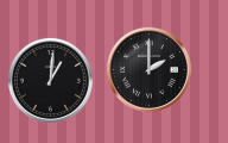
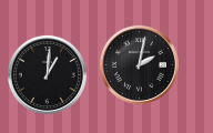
clock at (148, 69): 2:00 -> 2:02
